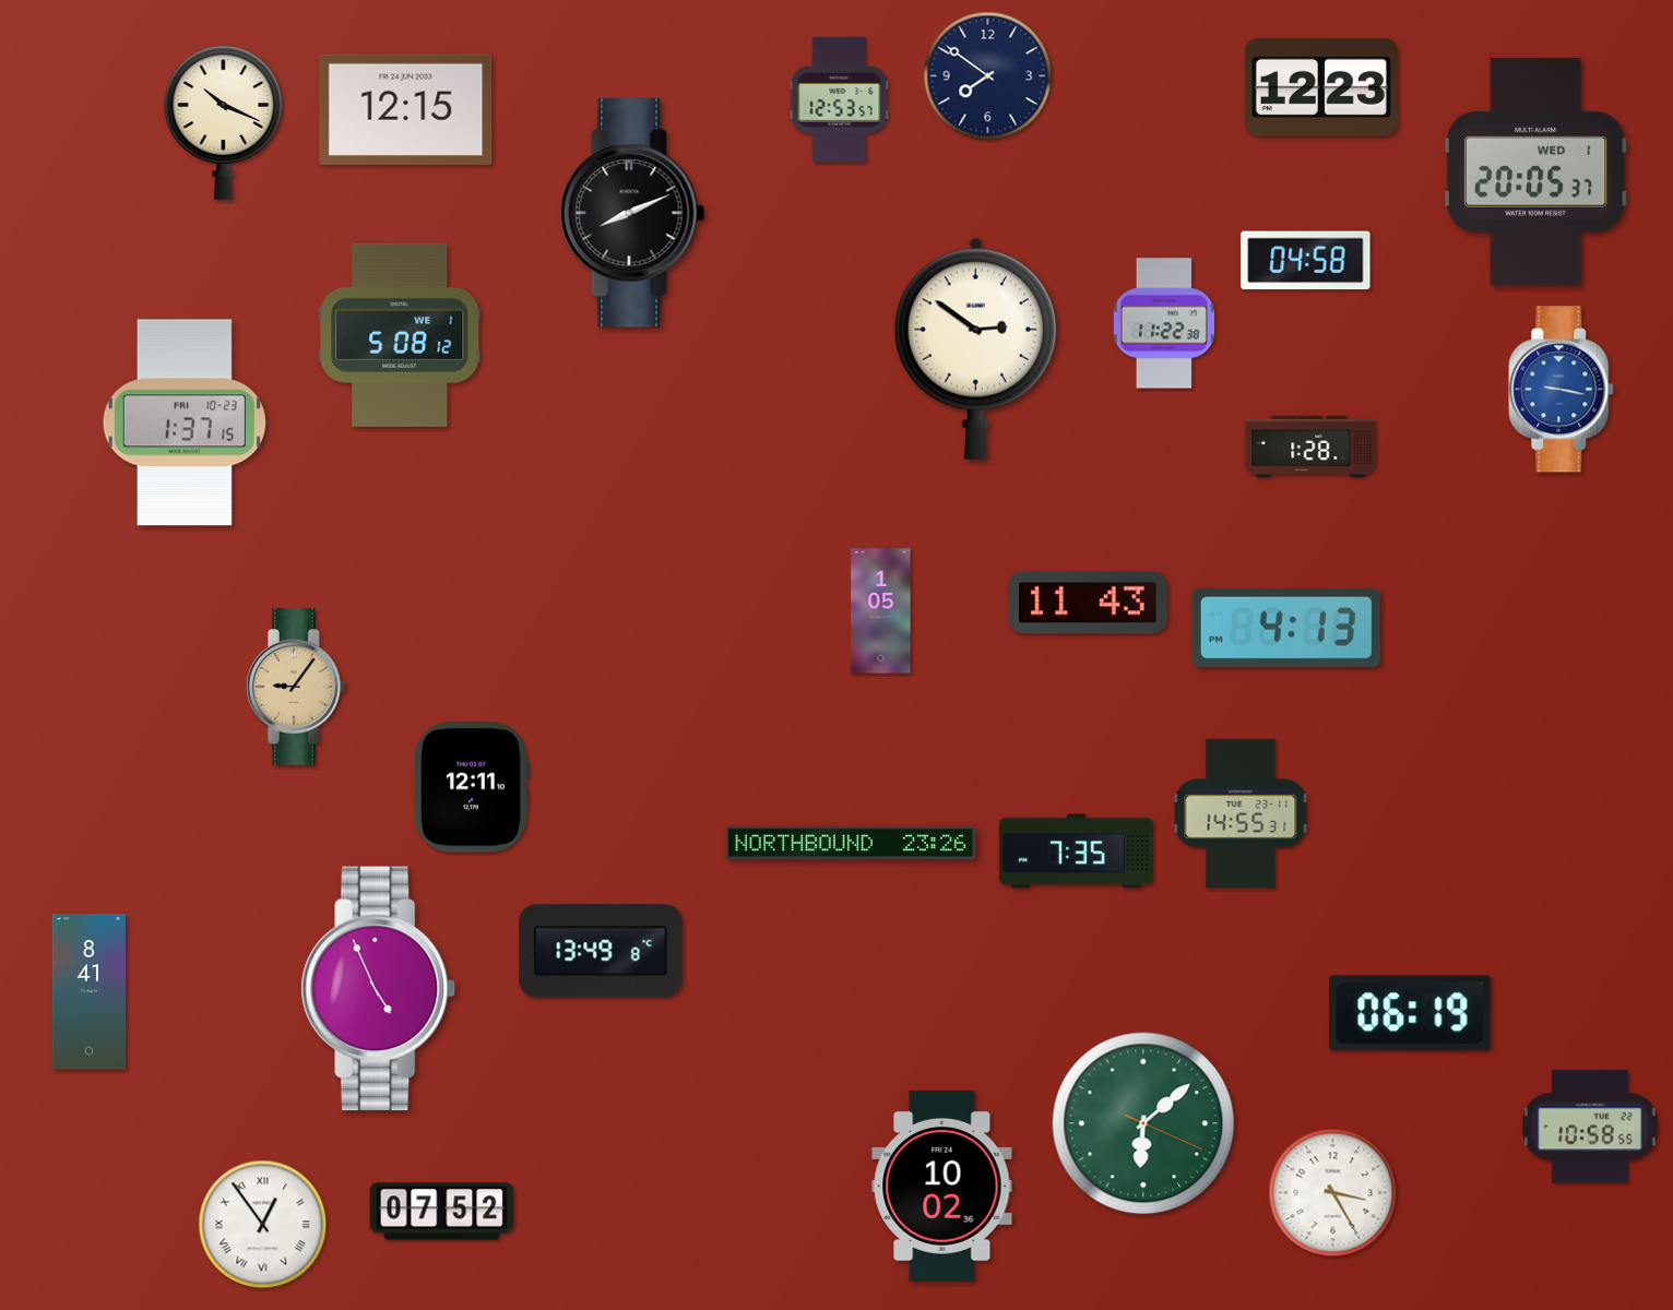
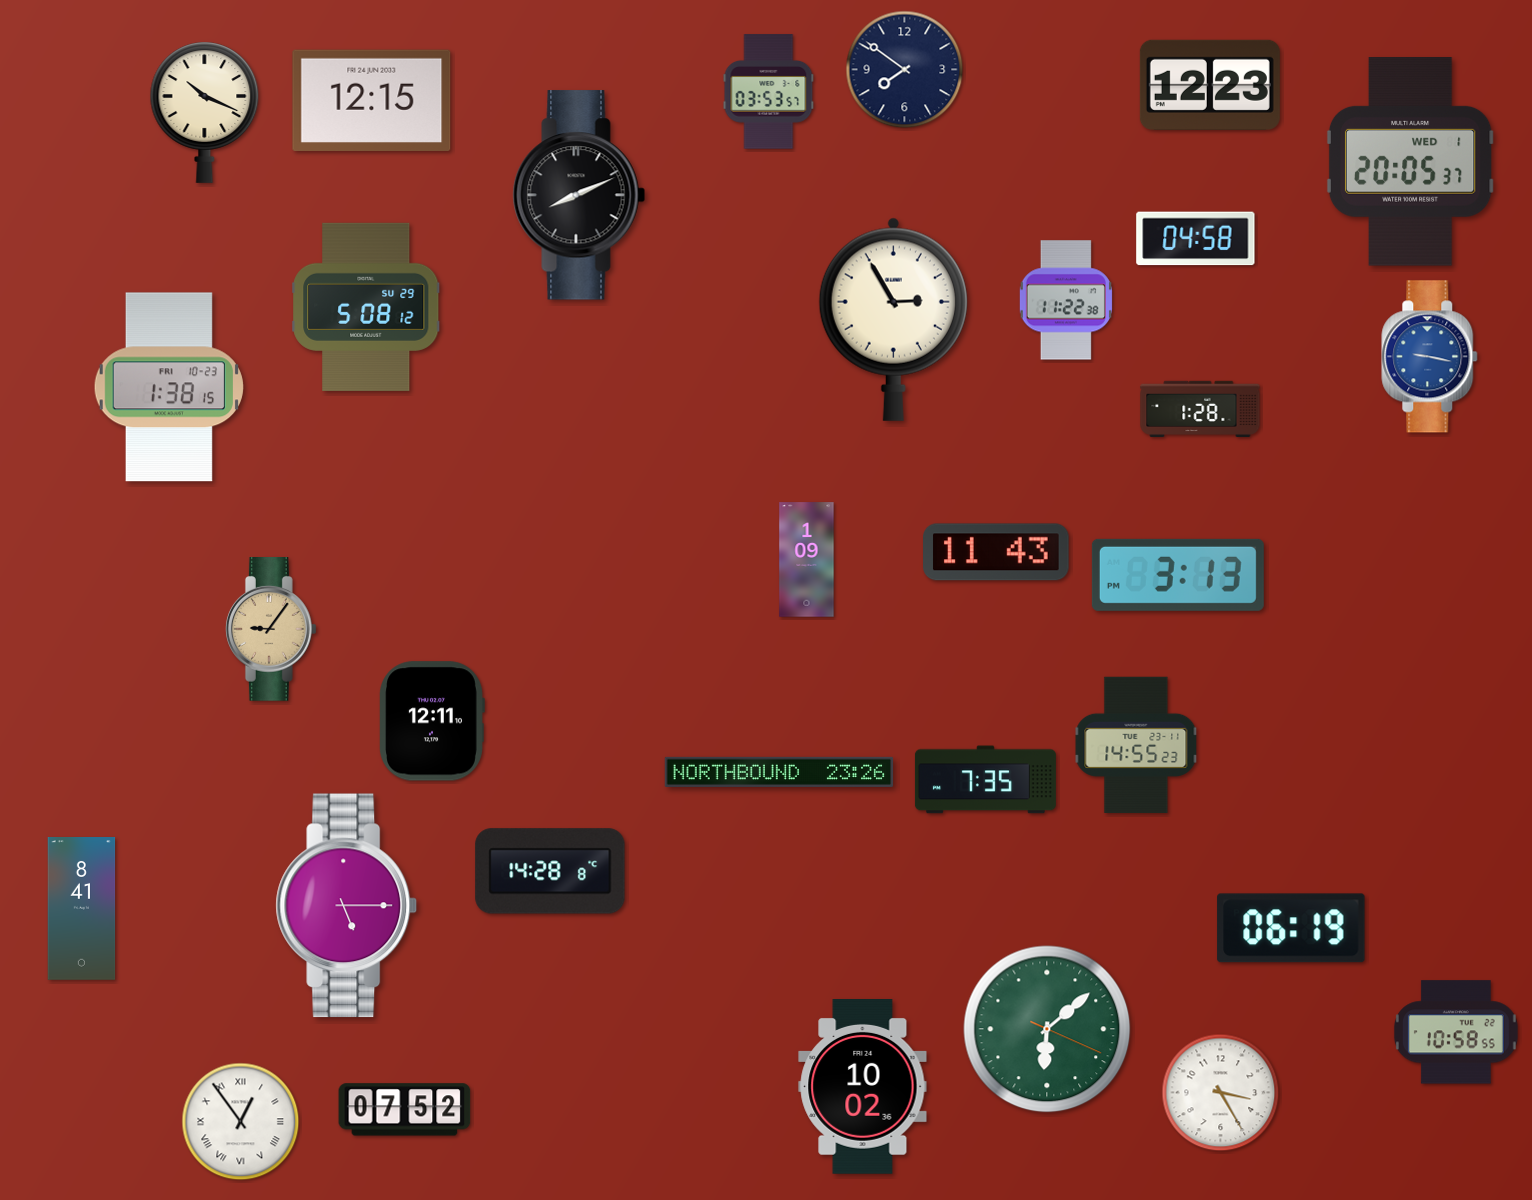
clock at (1321, 87) position: (1321, 87) -> (1210, 85)
clock at (840, 100): 12:53 -> 03:53
clock at (1535, 172) position: (1535, 172) -> (1410, 162)
clock at (1164, 323) position: (1164, 323) -> (1066, 300)
clock at (400, 335) date: WE 1 -> SU 29
clock at (975, 348): 2:51 -> 2:55
clock at (185, 422): 1:37 -> 1:38
clock at (881, 611): 1:05 -> 1:09
clock at (1286, 628): 4:13 -> 3:13
clock at (1241, 813): 14:55:31 -> 14:55:23
clock at (601, 951): 13:49 -> 14:28
clock at (379, 989): 4:56 -> 5:15
